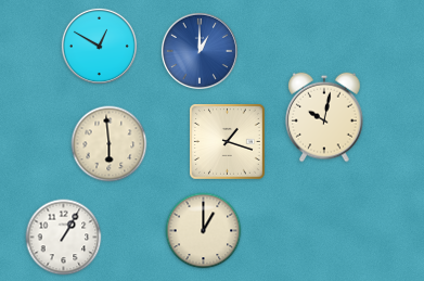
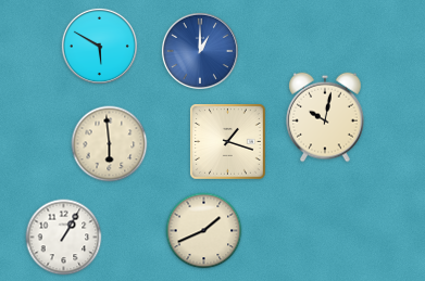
clock at (99, 46): 12:50 -> 5:50
clock at (204, 231): 1:00 -> 1:41
